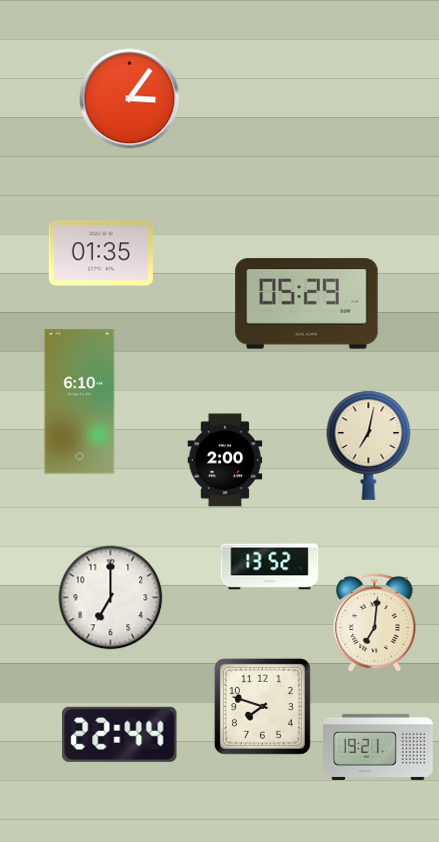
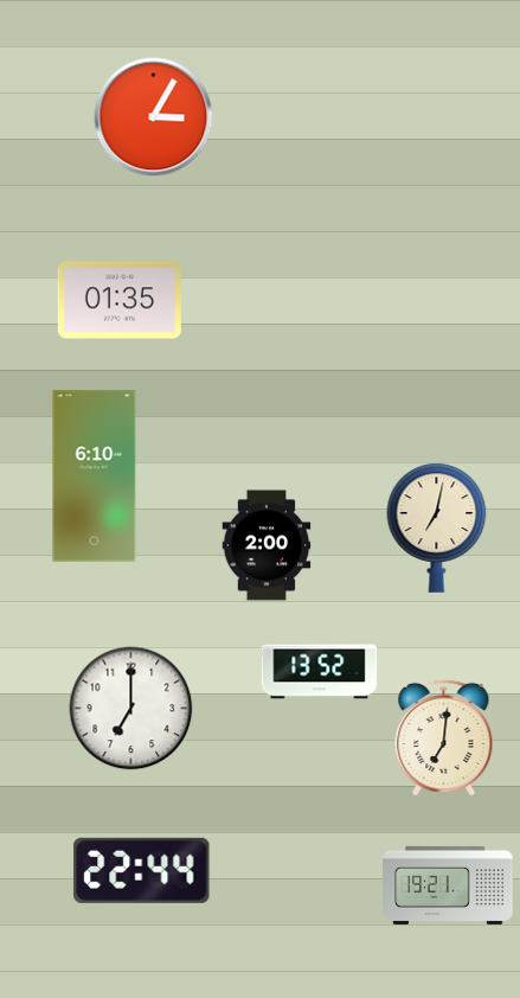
clock at (130, 99): 3:06 -> 3:05
clock at (307, 304): 05:29 -> none
clock at (262, 706): 7:48 -> none
